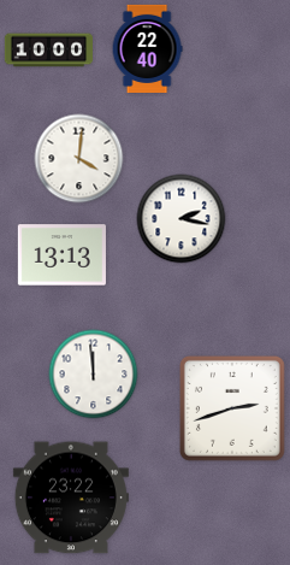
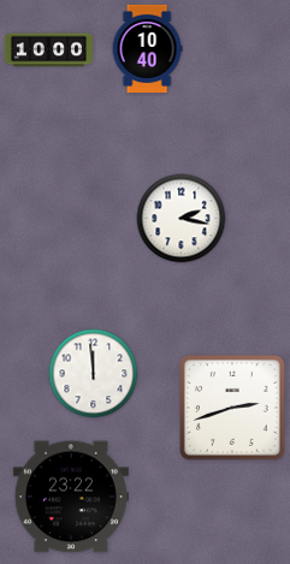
clock at (147, 48): 22:40 -> 10:40
clock at (79, 159): 4:01 -> none
clock at (61, 255): 13:13 -> none
